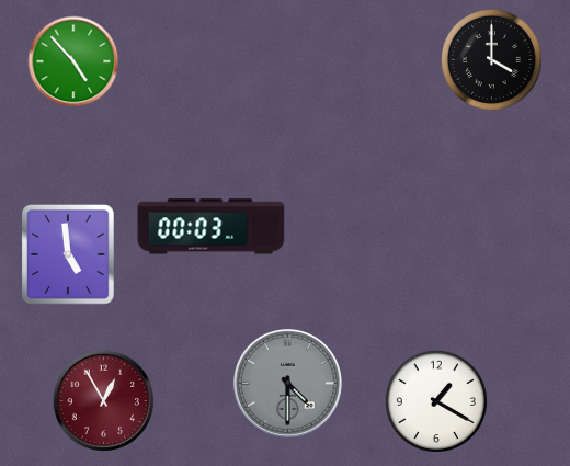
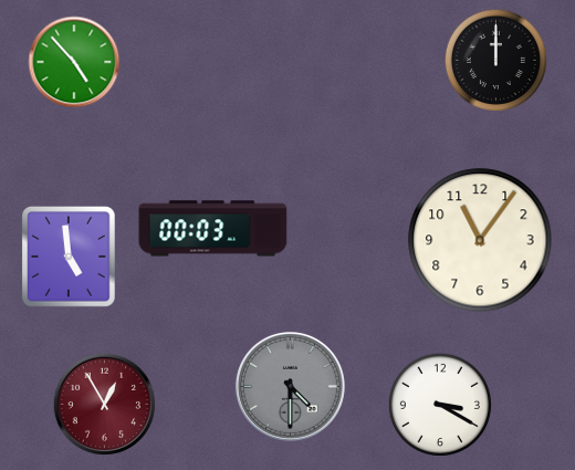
clock at (491, 59): 4:00 -> 12:00
clock at (480, 240): none -> 11:06
clock at (436, 401): 1:20 -> 3:20
